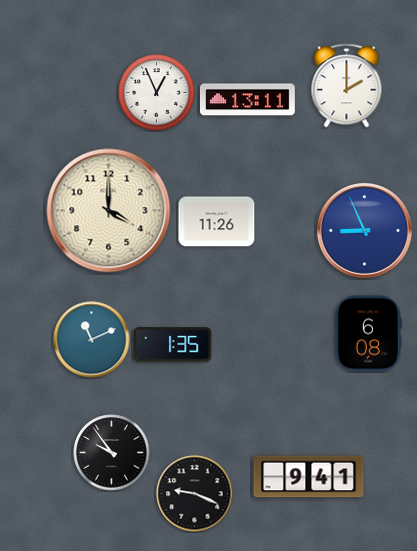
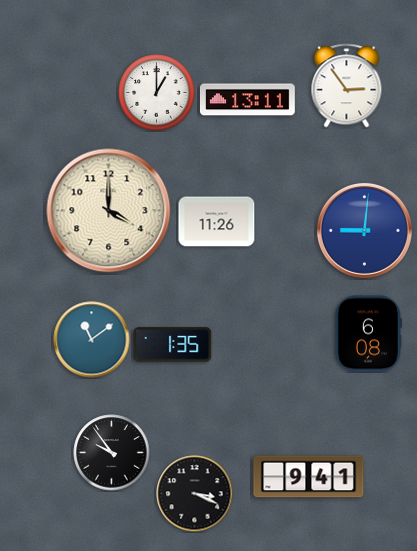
clock at (347, 86): 2:00 -> 2:54
clock at (157, 93): 12:56 -> 1:00
clock at (364, 230): 8:56 -> 9:01
clock at (92, 340): 11:11 -> 11:09
clock at (195, 494): 9:19 -> 3:19
